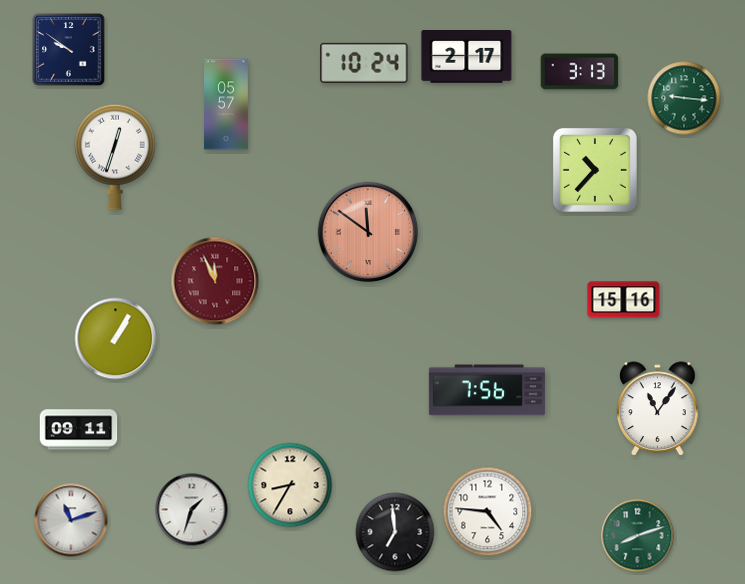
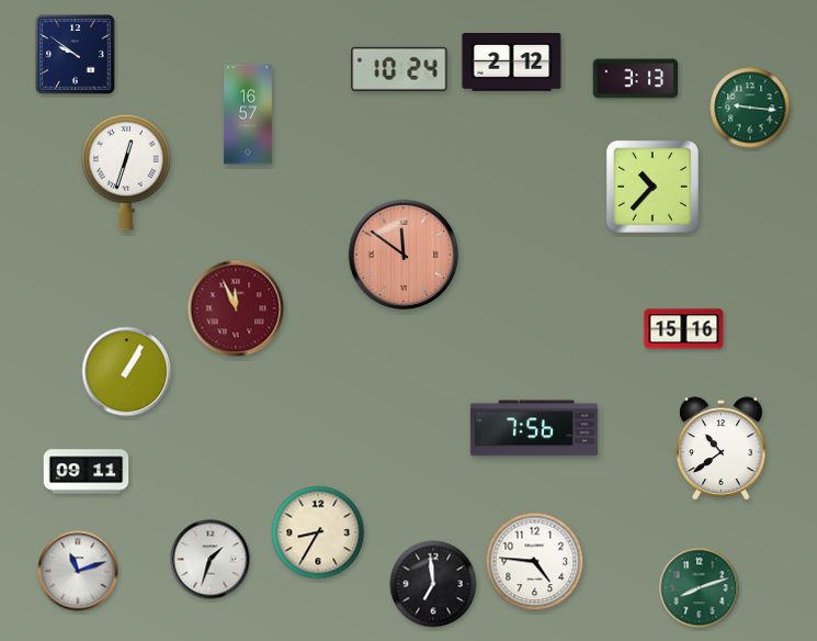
clock at (467, 57): 2:17 -> 2:12
clock at (226, 104): 05:57 -> 16:57
clock at (658, 409): 11:06 -> 10:39
